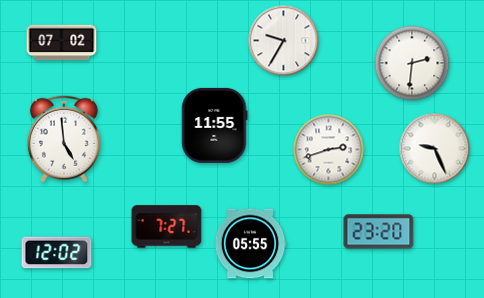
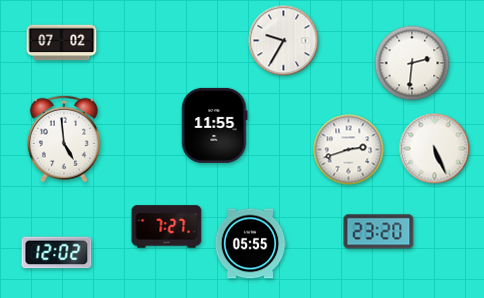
clock at (435, 149): 9:26 -> 5:26
clock at (329, 150) position: (329, 150) -> (349, 150)
